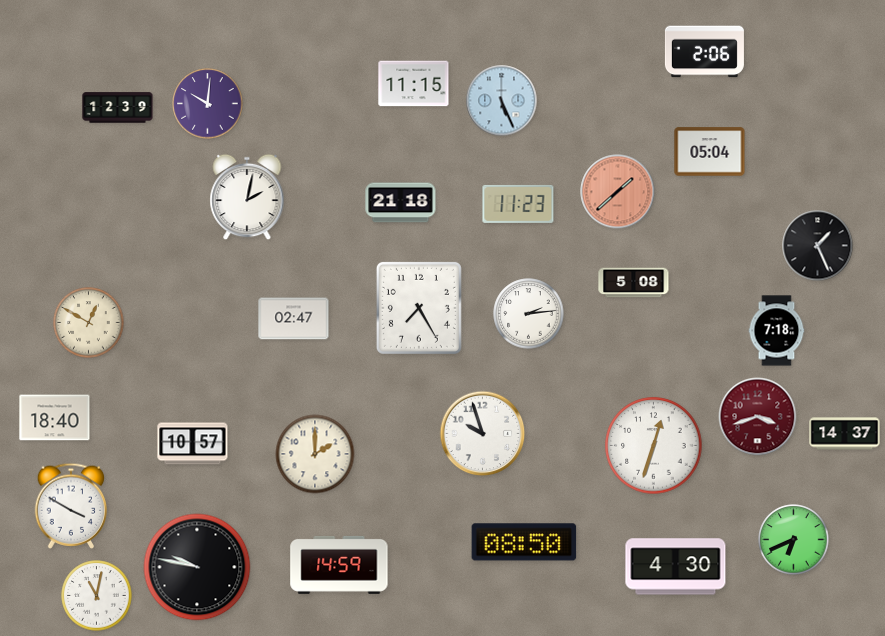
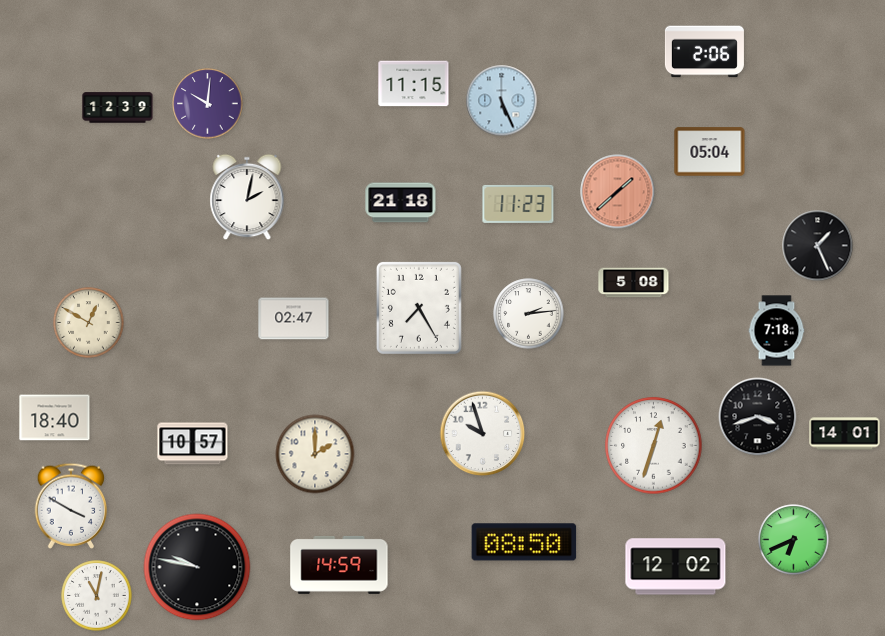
clock at (758, 417) dial: burgundy -> black
clock at (845, 434): 14:37 -> 14:01
clock at (676, 567): 4:30 -> 12:02
